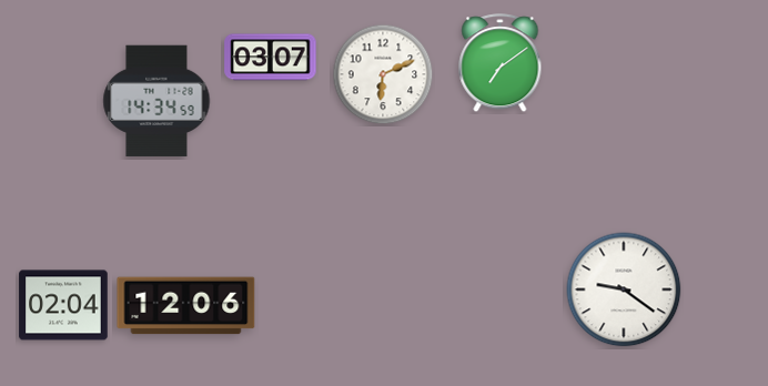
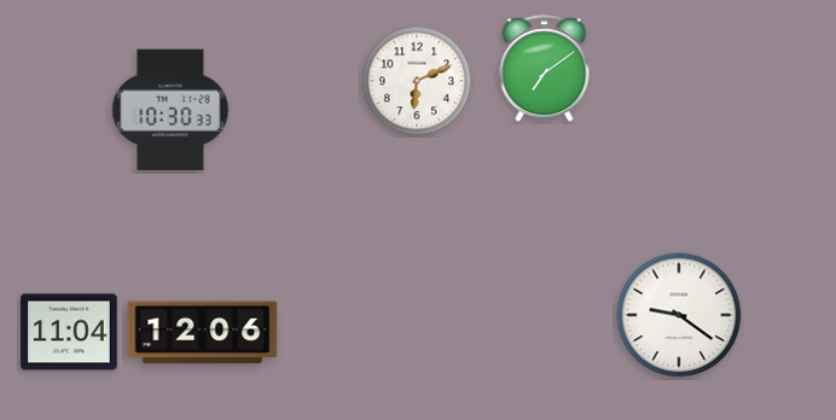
clock at (271, 58): 03:07 -> none
clock at (156, 101): 14:34 -> 10:30
clock at (63, 305): 02:04 -> 11:04
